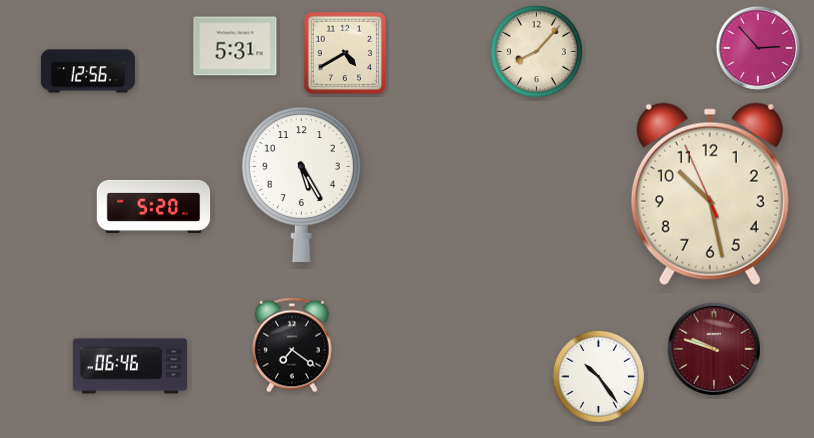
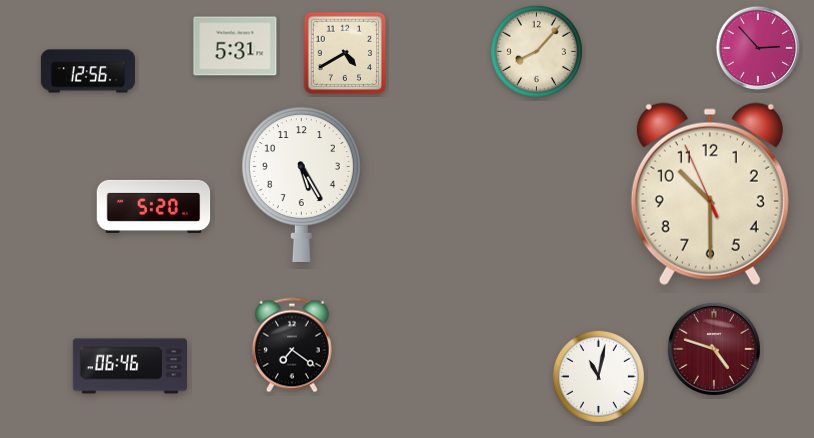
clock at (710, 194): 10:27 -> 10:29
clock at (714, 349): 9:48 -> 4:48
clock at (598, 376): 10:24 -> 11:02
